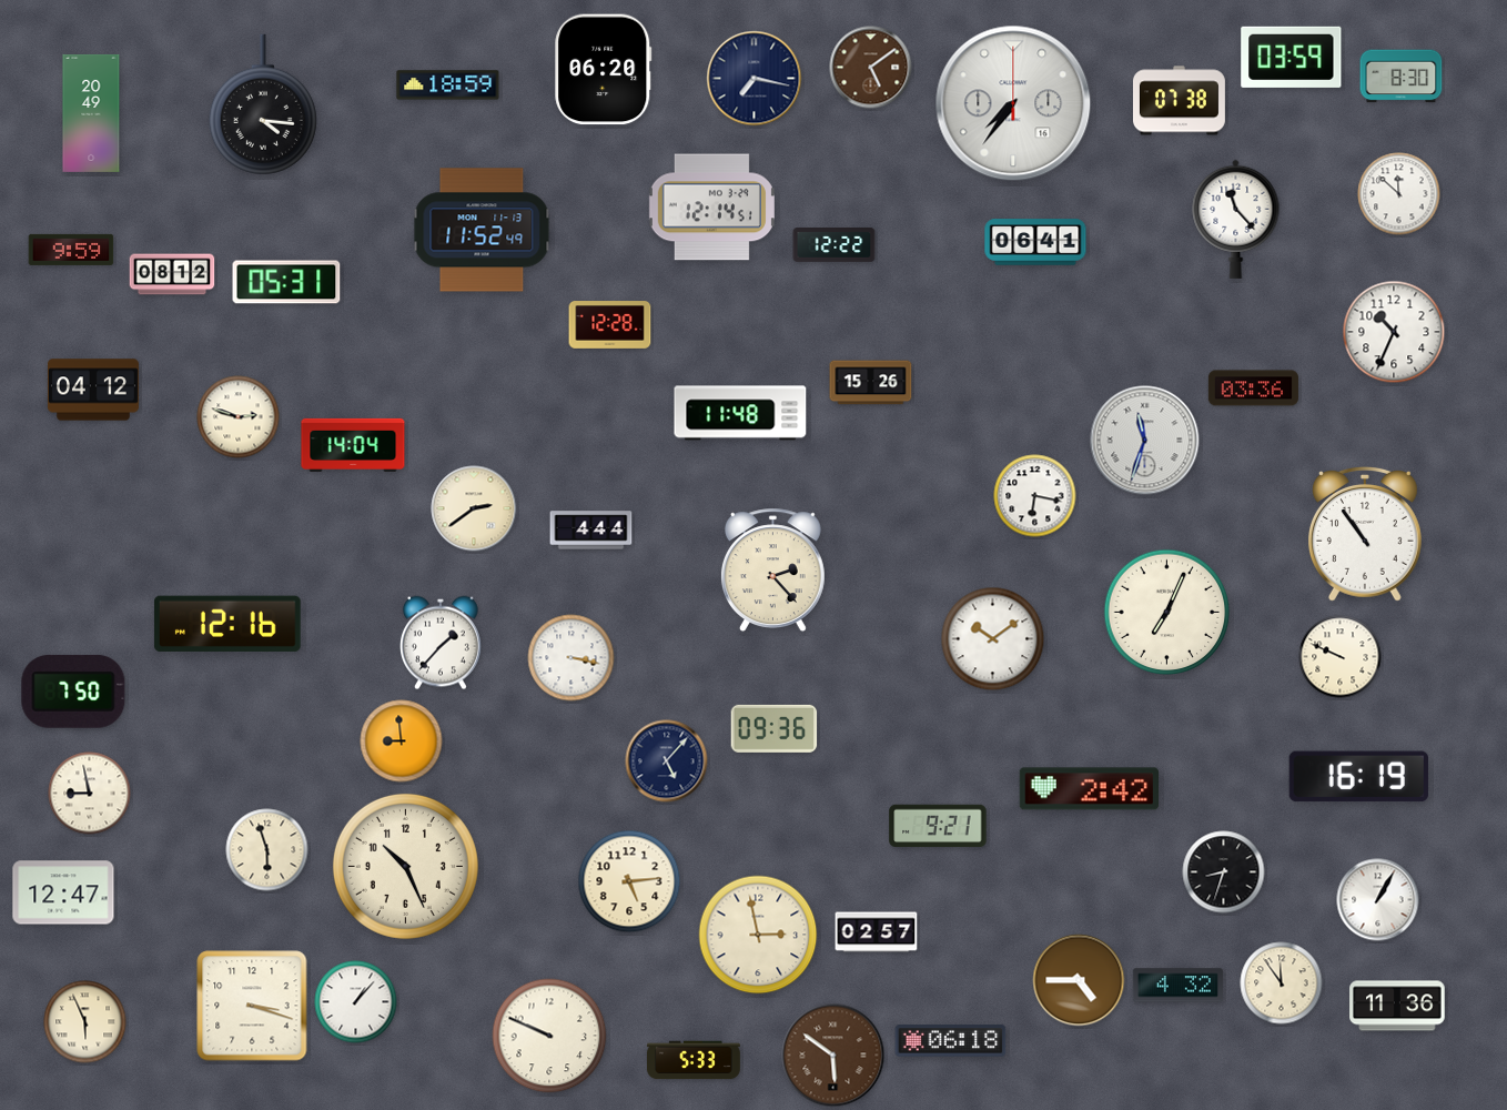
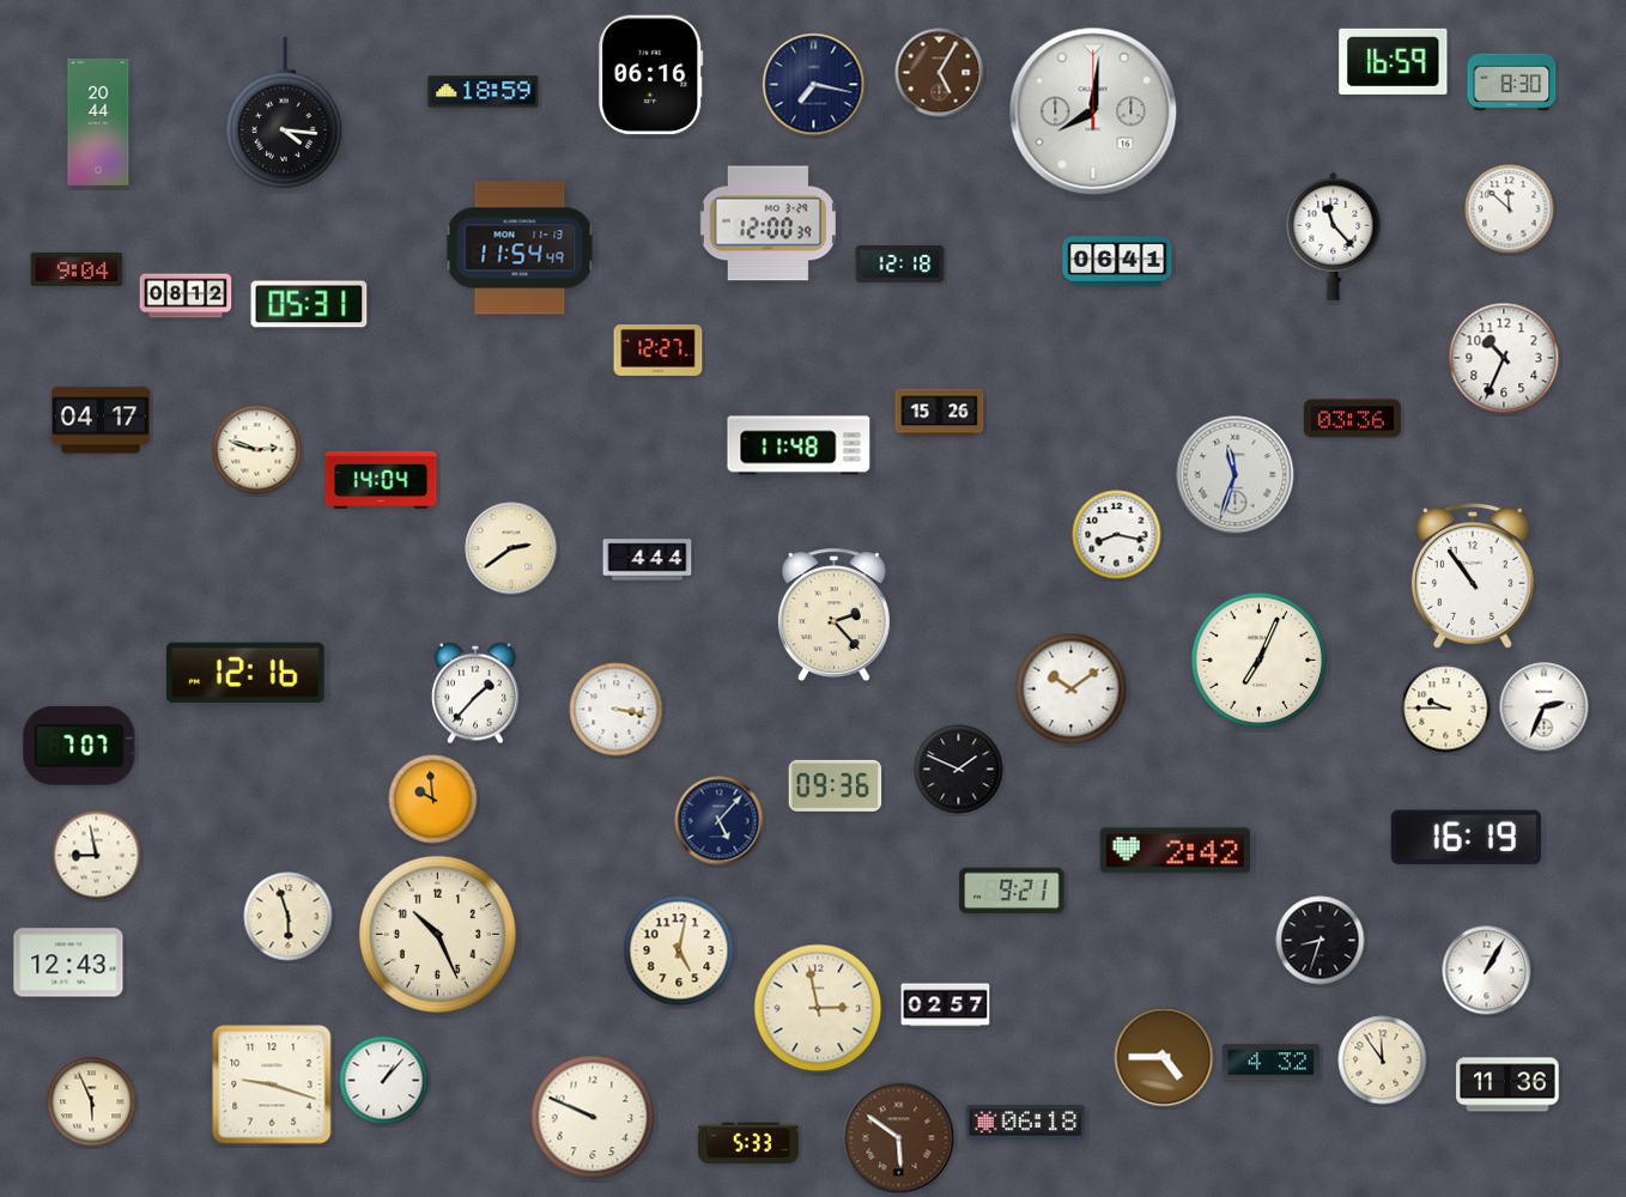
clock at (1292, 57): 03:59 -> 16:59
clock at (871, 68): 5:09 -> 5:05
clock at (604, 70): 06:20 -> 06:16
clock at (1179, 101): 07:38 -> none
clock at (1013, 103): 7:36 -> 8:01
clock at (91, 113): 20:49 -> 20:44
clock at (711, 208): 12:14 -> 12:00
clock at (482, 230): 11:52 -> 11:54
clock at (835, 245): 12:22 -> 12:18
clock at (71, 250): 9:59 -> 9:04
clock at (610, 325): 12:28 -> 12:27
clock at (93, 390): 04:12 -> 04:17
clock at (1035, 496): 6:17 -> 8:17
clock at (591, 531) position: (591, 531) -> (648, 560)
clock at (1545, 707): none -> 2:34
clock at (1341, 657): 9:49 -> 9:45
clock at (73, 692): 7:50 -> 7:07
clock at (959, 770): none -> 1:49
clock at (402, 741): 8:59 -> 9:59
clock at (629, 881): 5:14 -> 5:02
clock at (63, 892): 12:47 -> 12:43
clock at (252, 1006): 3:18 -> 9:18
